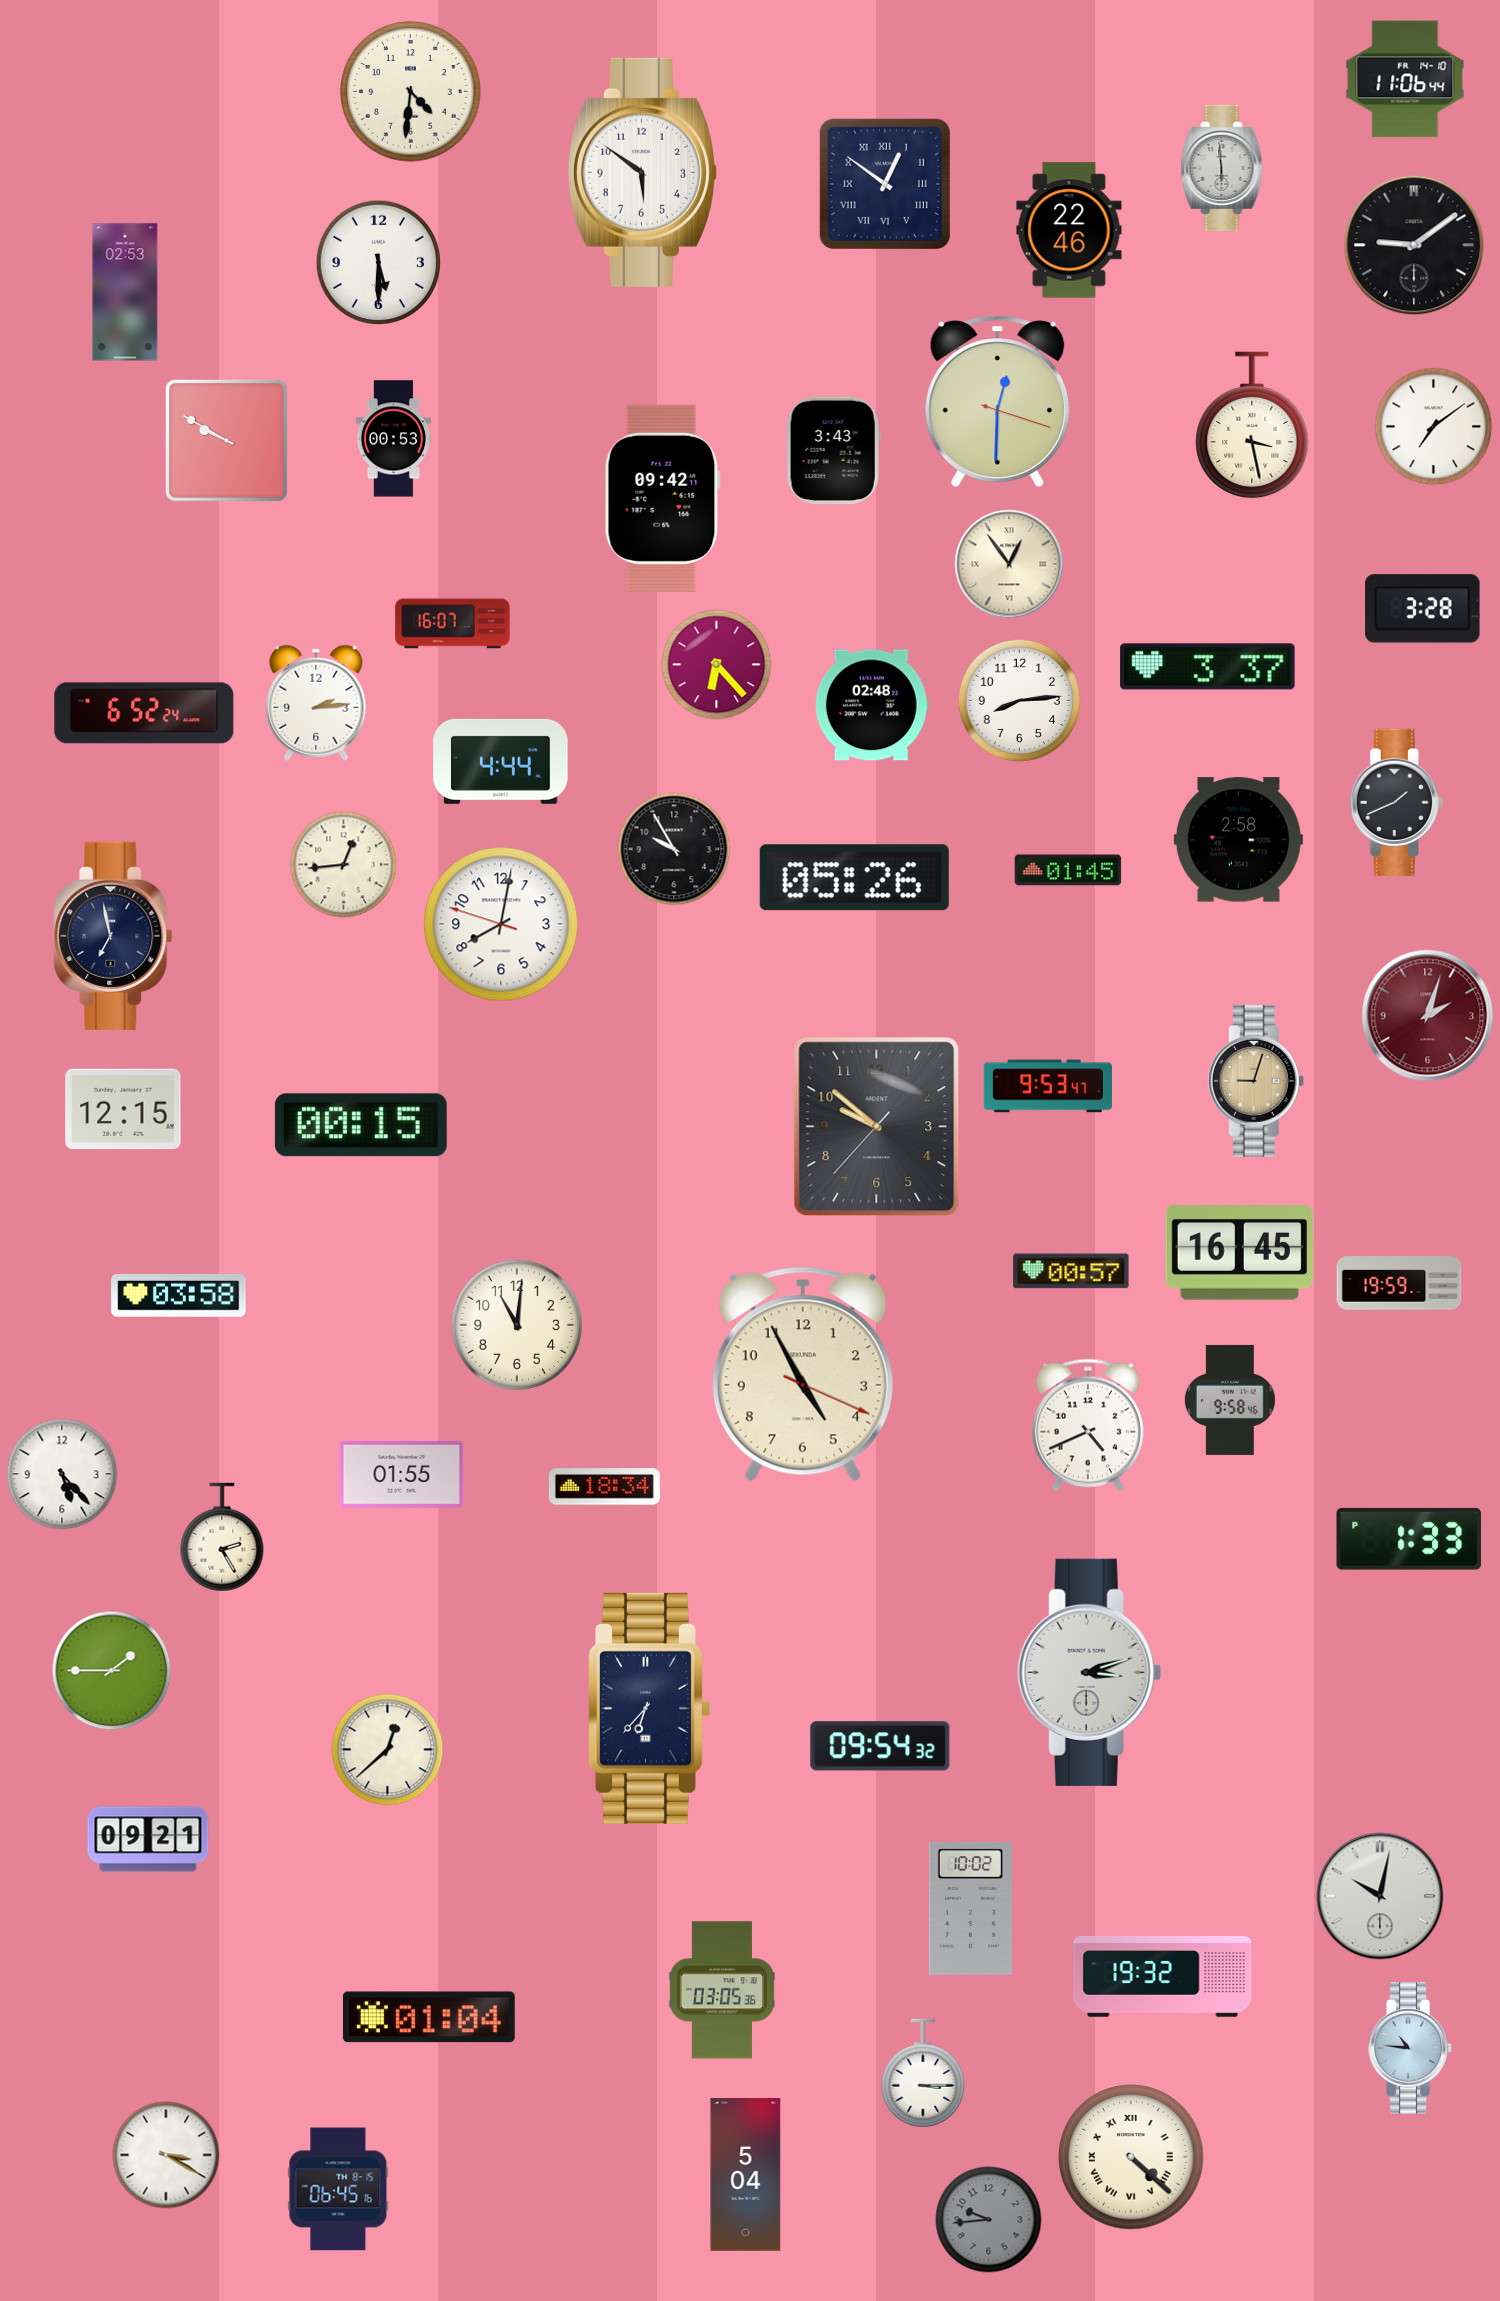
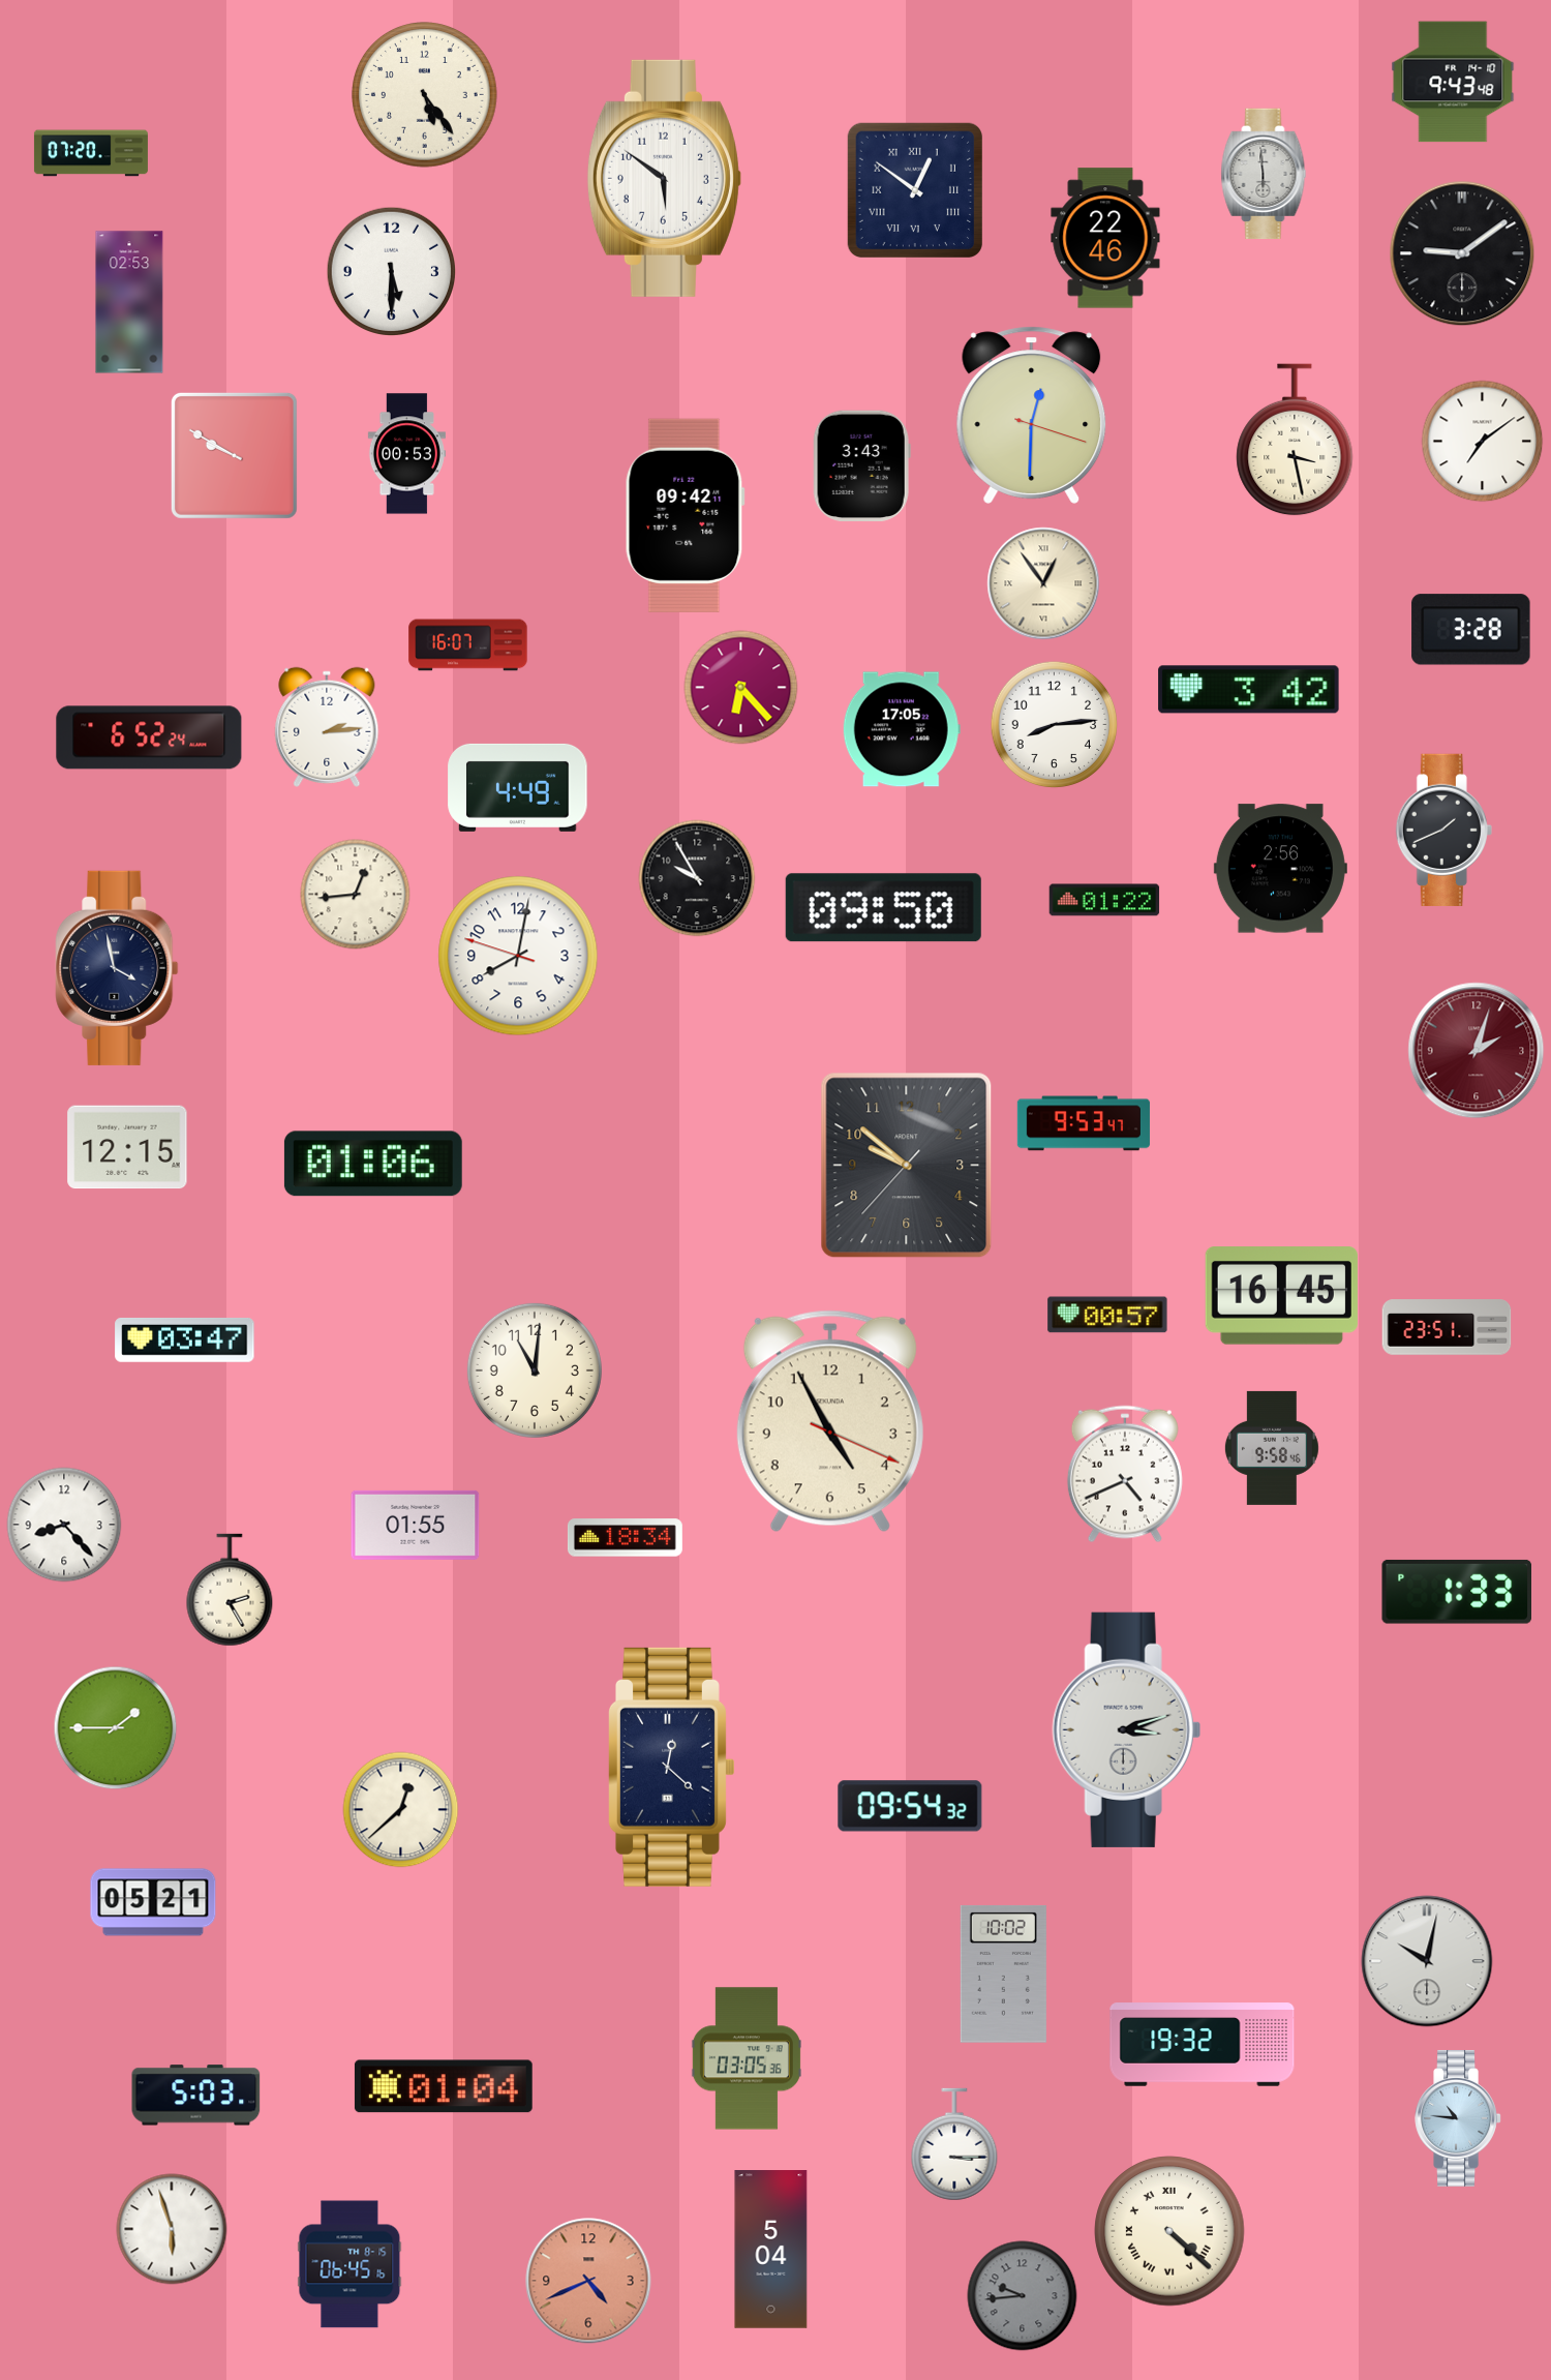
clock at (1405, 79): 11:06 -> 9:43
clock at (411, 92): 4:31 -> 5:24
clock at (91, 153): none -> 07:20
clock at (1208, 667): 3:37 -> 3:42
clock at (872, 705): 02:48 -> 17:05
clock at (501, 761): 4:44 -> 4:49
clock at (1238, 840): 2:58 -> 2:56
clock at (1068, 870): 01:45 -> 01:22
clock at (854, 878): 05:26 -> 09:50
clock at (113, 936): 6:58 -> 3:58
clock at (1256, 1081): 9:03 -> none
clock at (361, 1125): 00:15 -> 01:06
clock at (1399, 1283): 19:59 -> 23:51
clock at (179, 1296): 03:58 -> 03:47
clock at (62, 1474): 5:23 -> 8:23
clock at (649, 1708): 6:37 -> 12:22
clock at (148, 1839): 09:21 -> 05:21
clock at (196, 2096): none -> 5:03
clock at (166, 2155): 3:20 -> 5:57
clock at (588, 2281): none -> 4:41
